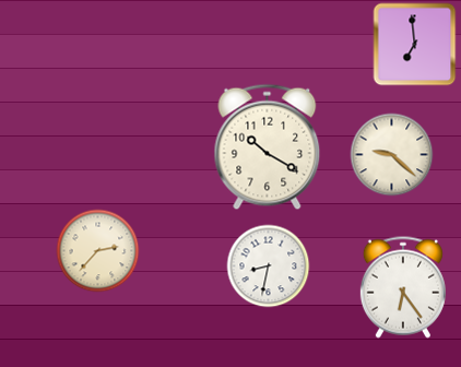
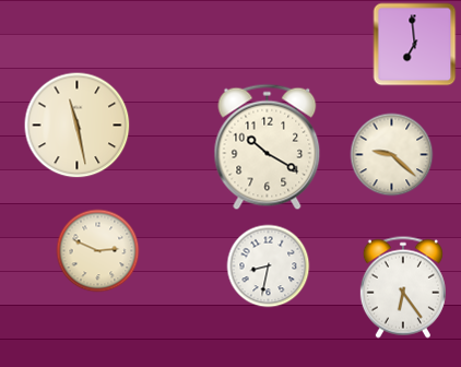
clock at (78, 126): none -> 11:28
clock at (98, 251): 2:37 -> 2:49
